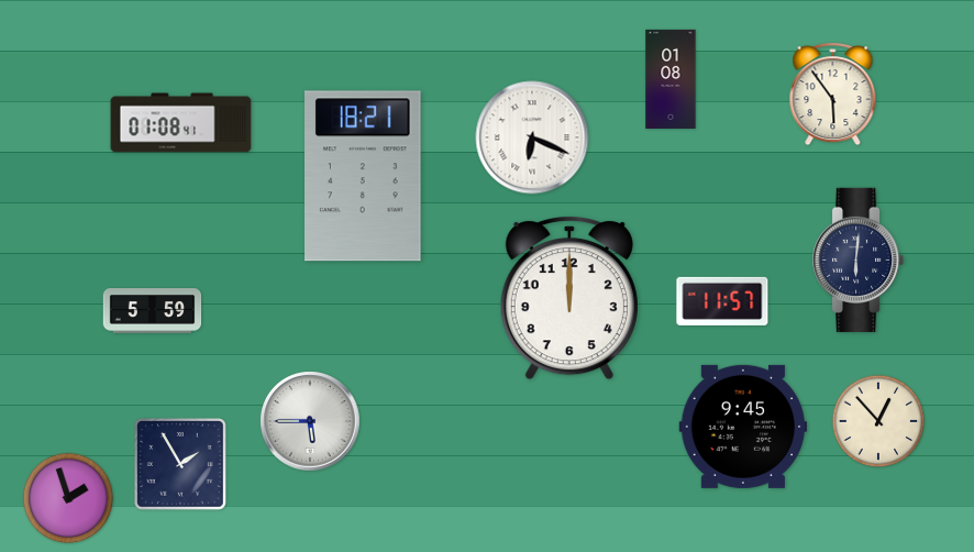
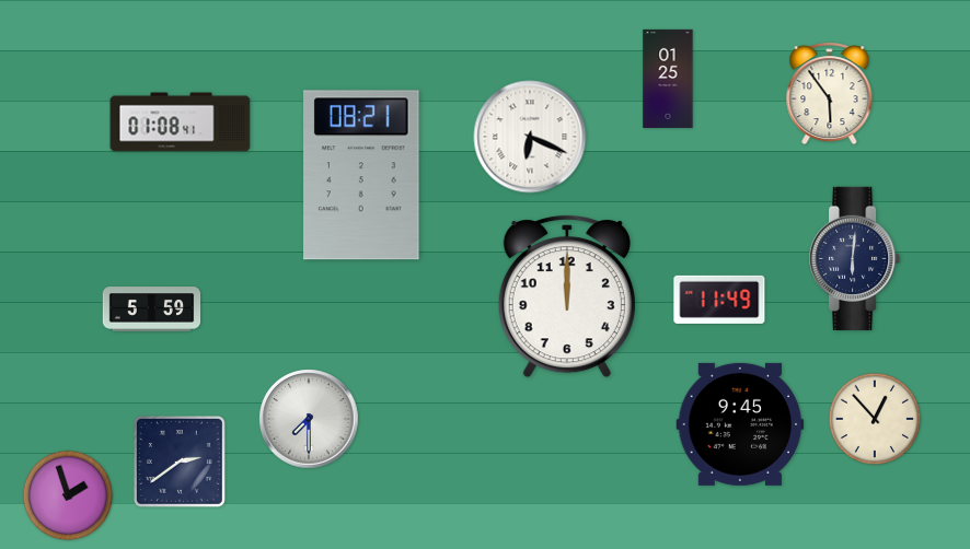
clock at (671, 79): 01:08 -> 01:25
clock at (364, 176): 18:21 -> 08:21
clock at (722, 301): 11:57 -> 11:49
clock at (310, 421): 5:45 -> 7:30
clock at (180, 464): 1:55 -> 2:39
